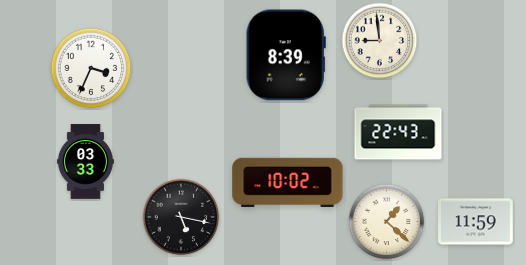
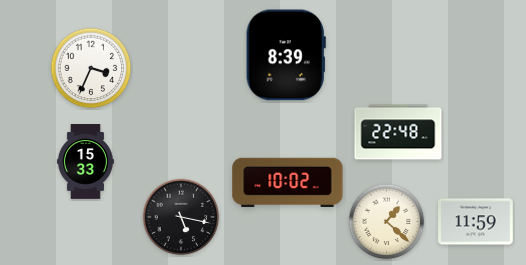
clock at (380, 41): 8:59 -> none
clock at (398, 132): 22:43 -> 22:48
clock at (85, 162): 03:33 -> 15:33
